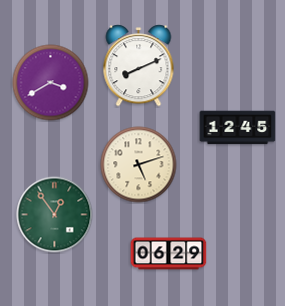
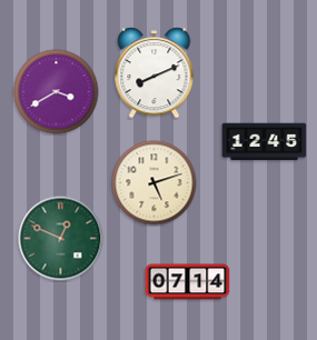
clock at (55, 215): 12:54 -> 12:49
clock at (169, 254): 06:29 -> 07:14
